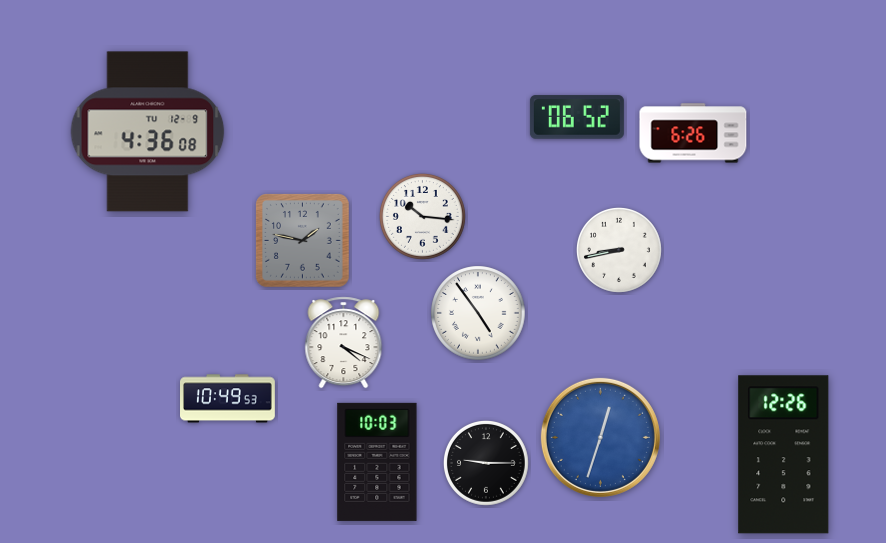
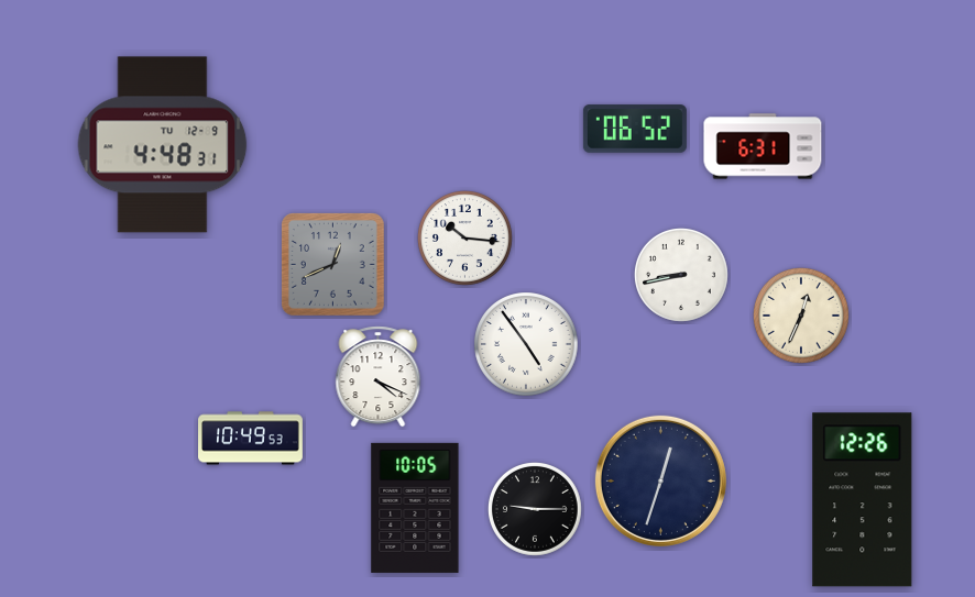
clock at (148, 132): 4:36 -> 4:48
clock at (693, 133): 6:26 -> 6:31
clock at (303, 241): 1:47 -> 12:41
clock at (802, 317): none -> 12:34
clock at (600, 437) dial: blue -> navy
clock at (377, 462): 10:03 -> 10:05
